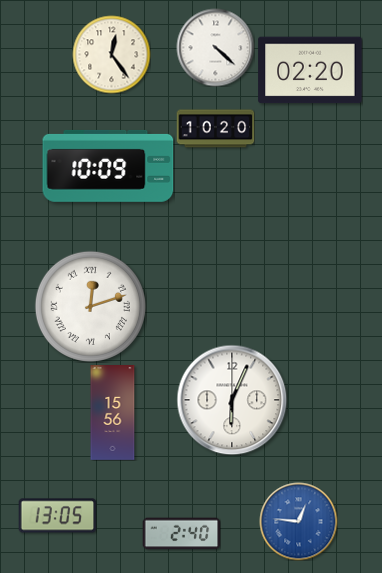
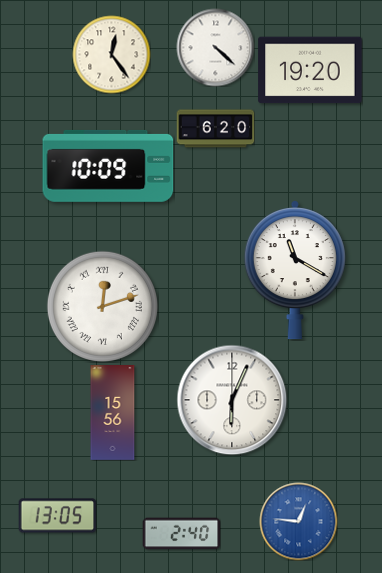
clock at (310, 70): 02:20 -> 19:20
clock at (215, 129): 10:20 -> 6:20
clock at (295, 270): none -> 11:20
clock at (90, 306) position: (90, 306) -> (102, 306)
